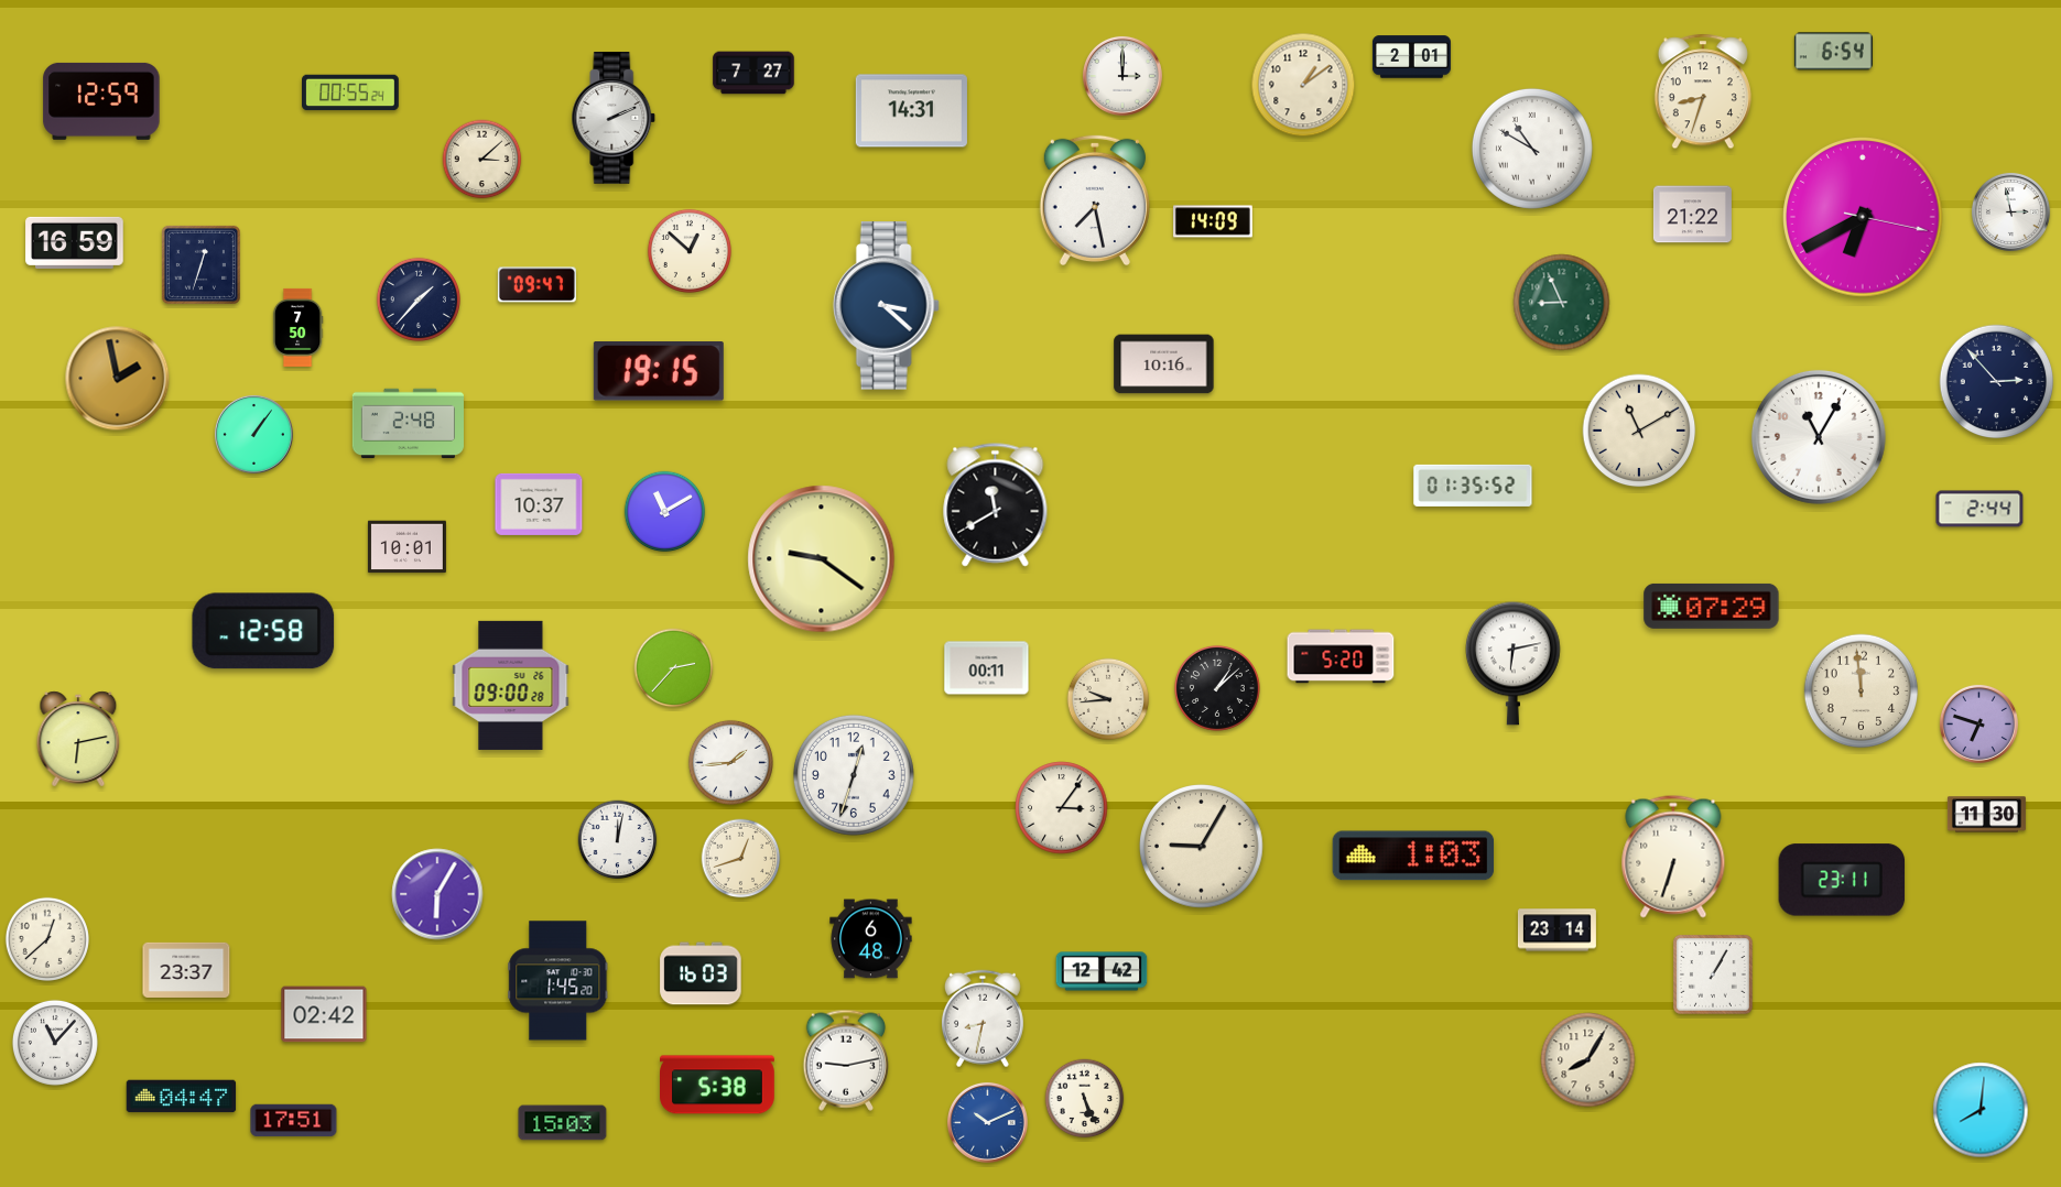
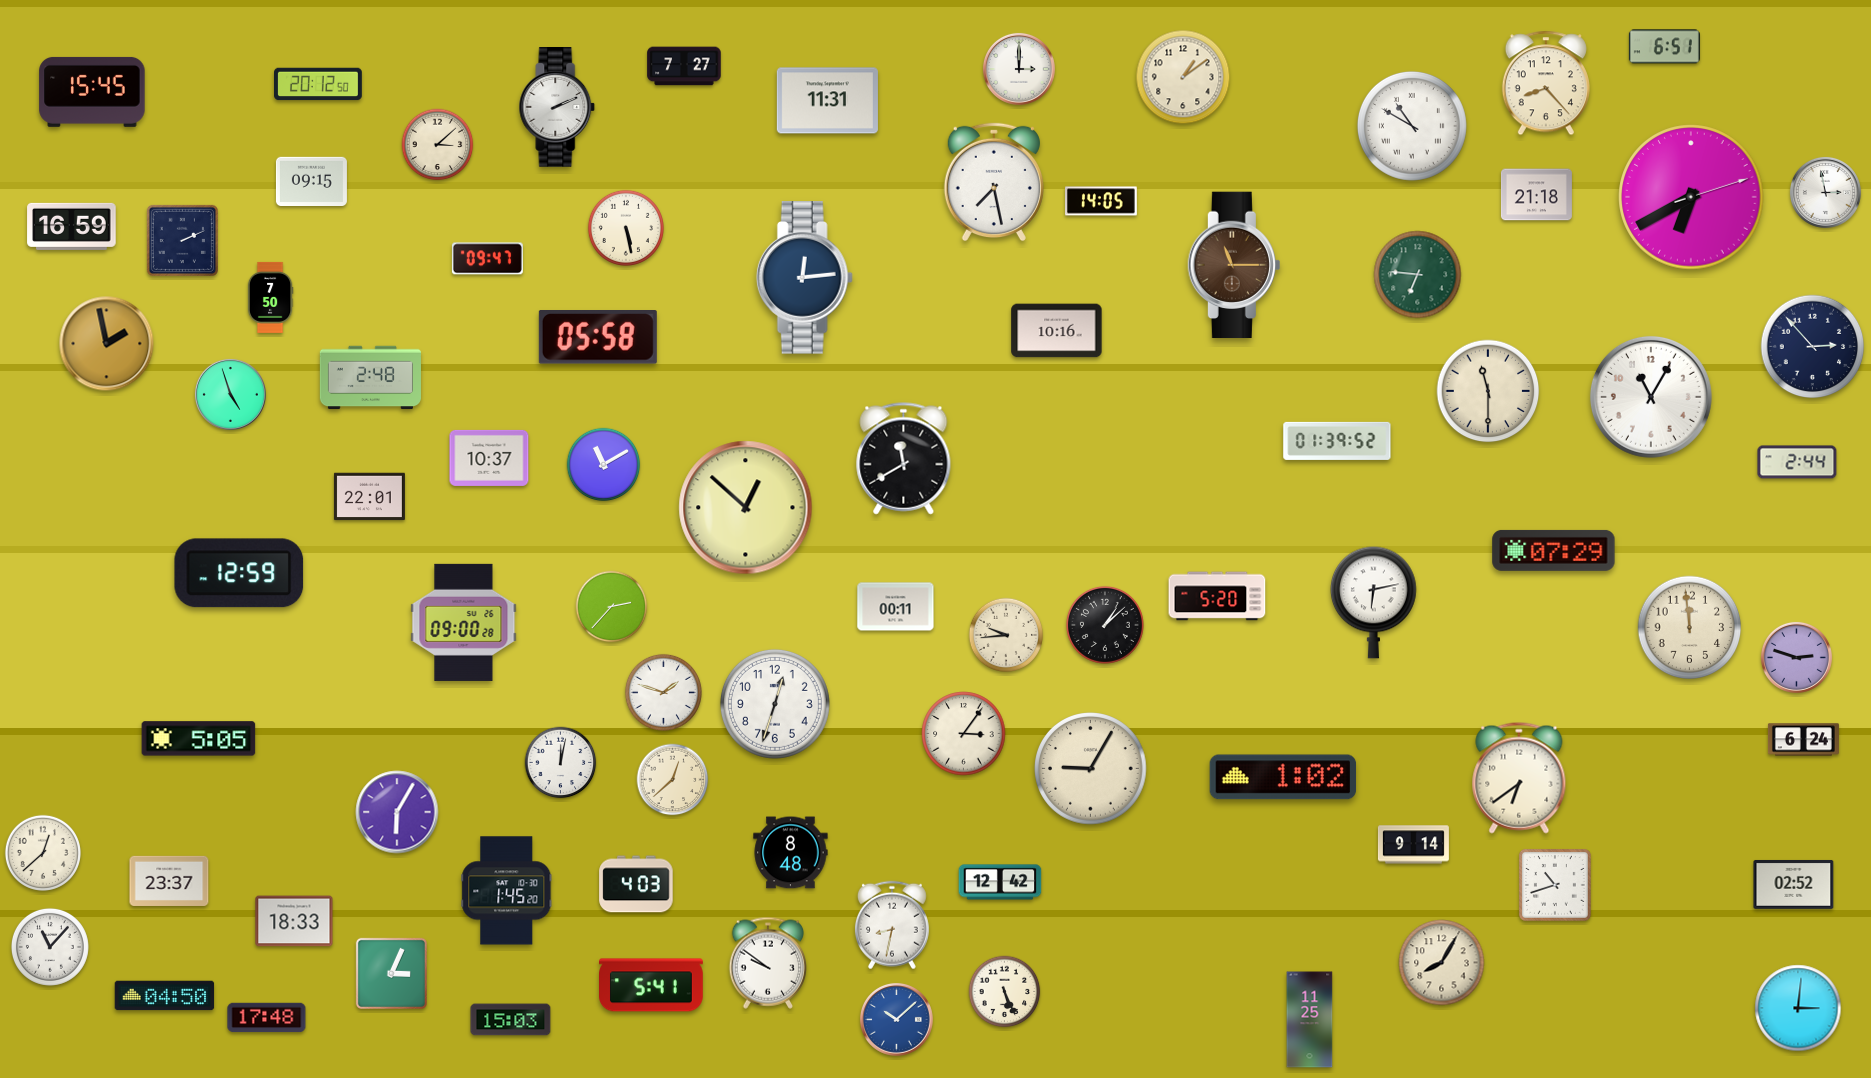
clock at (1833, 52): 6:54 -> 6:51
clock at (1411, 57): 2:01 -> none
clock at (1703, 91): 8:33 -> 8:23
clock at (351, 92): 00:55 -> 20:12
clock at (101, 101): 12:59 -> 15:45
clock at (911, 111): 14:31 -> 11:31
clock at (1532, 149) position: (1532, 149) -> (1412, 126)
clock at (311, 181): none -> 09:15
clock at (1692, 215): 21:22 -> 21:18
clock at (1863, 217): 6:40:17 -> 6:40:12
clock at (1214, 221): 14:09 -> 14:05
clock at (75, 242) position: (75, 242) -> (72, 226)
clock at (690, 251): 12:52 -> 5:28
clock at (200, 264): 12:33 -> 2:11
clock at (1234, 265): none -> 11:15
clock at (419, 300): 1:37 -> none
clock at (1562, 303): 8:56 -> 6:46
clock at (886, 306): 3:22 -> 12:14
clock at (659, 371): 19:15 -> 05:58
clock at (408, 424) position: (408, 424) -> (370, 378)
clock at (1639, 431): 11:10 -> 11:30
clock at (253, 434): 1:06 -> 4:57
clock at (1473, 486): 01:35 -> 01:39
clock at (406, 547): 10:01 -> 22:01
clock at (822, 559): 9:21 -> 12:52
clock at (263, 631): 12:58 -> 12:59
clock at (1978, 723): 6:48 -> 2:48
clock at (78, 739): 6:13 -> none
clock at (730, 762): 1:44 -> 1:48
clock at (199, 739): none -> 5:05
clock at (1986, 815): 11:30 -> 6:24
clock at (1413, 856): 1:03 -> 1:02
clock at (1673, 857): 6:33 -> 6:39
clock at (741, 859): 12:42 -> 12:38
clock at (1842, 880): 23:11 -> none
clock at (1556, 930): 23:14 -> 9:14
clock at (871, 939): 6:48 -> 8:48
clock at (701, 973): 16:03 -> 4:03
clock at (1794, 884): none -> 02:52
clock at (1713, 974): 1:05 -> 10:42
clock at (324, 1014): 02:42 -> 18:33
clock at (845, 1060): 9:13 -> 9:51
clock at (391, 973): none -> 3:04
clock at (718, 1085): 5:38 -> 5:41
clock at (182, 1097): 04:47 -> 04:50
clock at (1085, 1099) position: (1085, 1099) -> (1005, 992)
clock at (1981, 1110): 8:01 -> 3:01
clock at (294, 1121): 17:51 -> 17:48
clock at (987, 1122): 10:11 -> 10:08
clock at (1310, 1020): none -> 11:25
